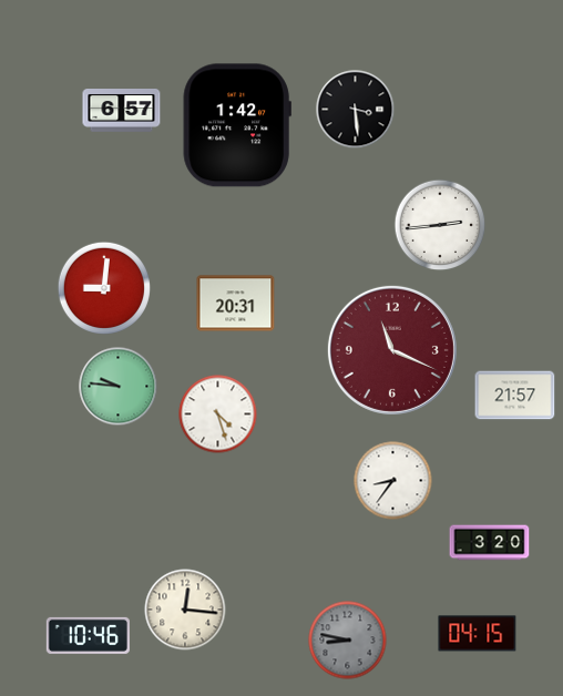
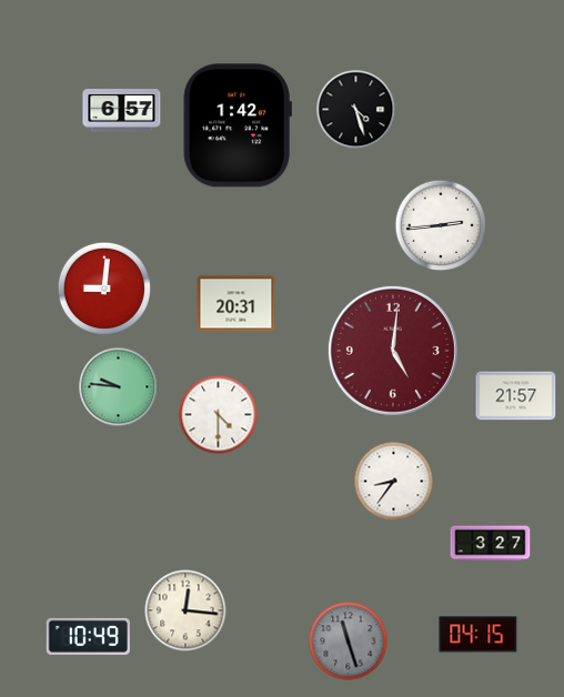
clock at (356, 110): 3:29 -> 4:27
clock at (392, 350): 11:19 -> 5:01
clock at (218, 414): 4:27 -> 4:30
clock at (490, 543): 3:20 -> 3:27
clock at (88, 635): 10:46 -> 10:49
clock at (348, 641): 8:47 -> 11:27
